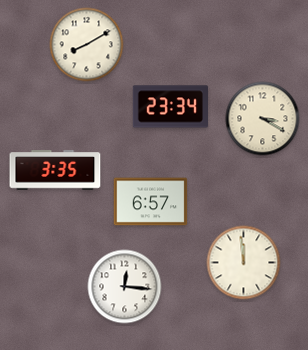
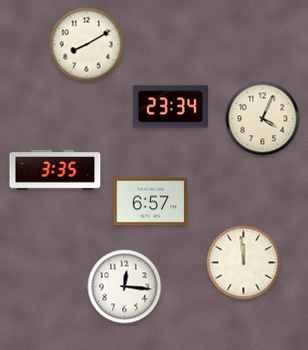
clock at (263, 119): 3:20 -> 4:04
